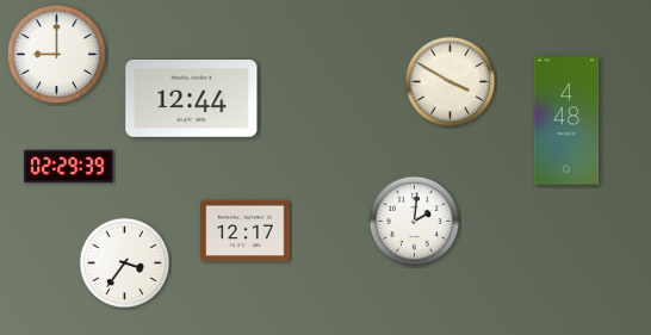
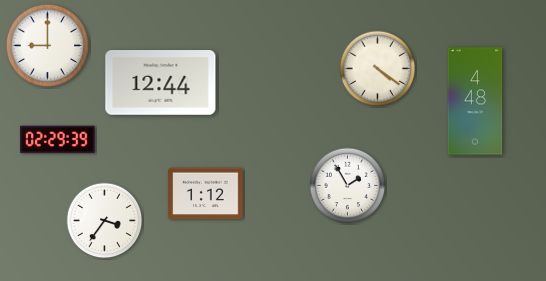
clock at (451, 82): 3:50 -> 4:21
clock at (415, 222): 2:01 -> 1:55
clock at (246, 231): 12:17 -> 1:12
